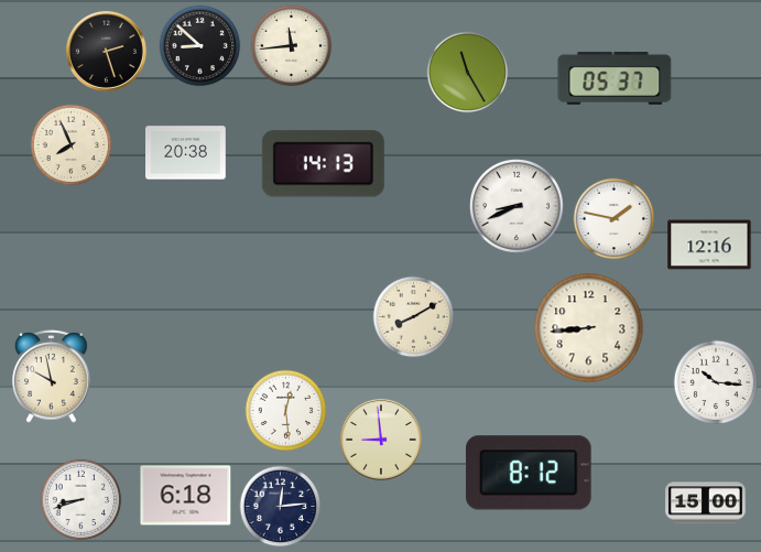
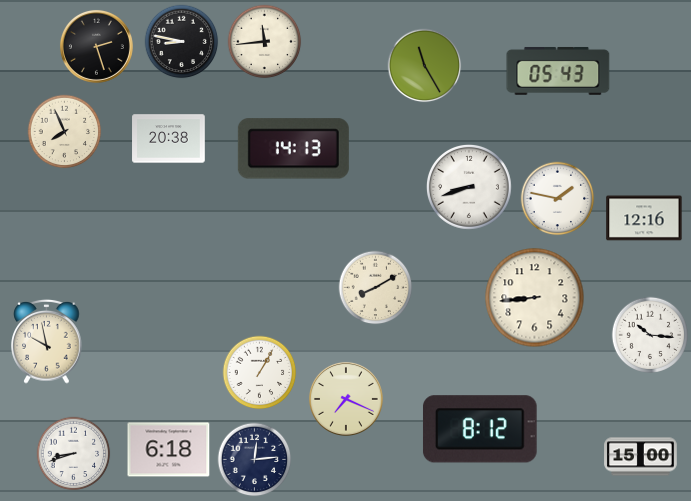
clock at (200, 46): 8:52 -> 8:47
clock at (615, 78): 05:37 -> 05:43
clock at (518, 207): 8:41 -> 8:42
clock at (709, 245) position: (709, 245) -> (644, 218)
clock at (715, 381) position: (715, 381) -> (649, 334)
clock at (286, 411): 12:29 -> 1:05
clock at (381, 440): 8:59 -> 7:19
